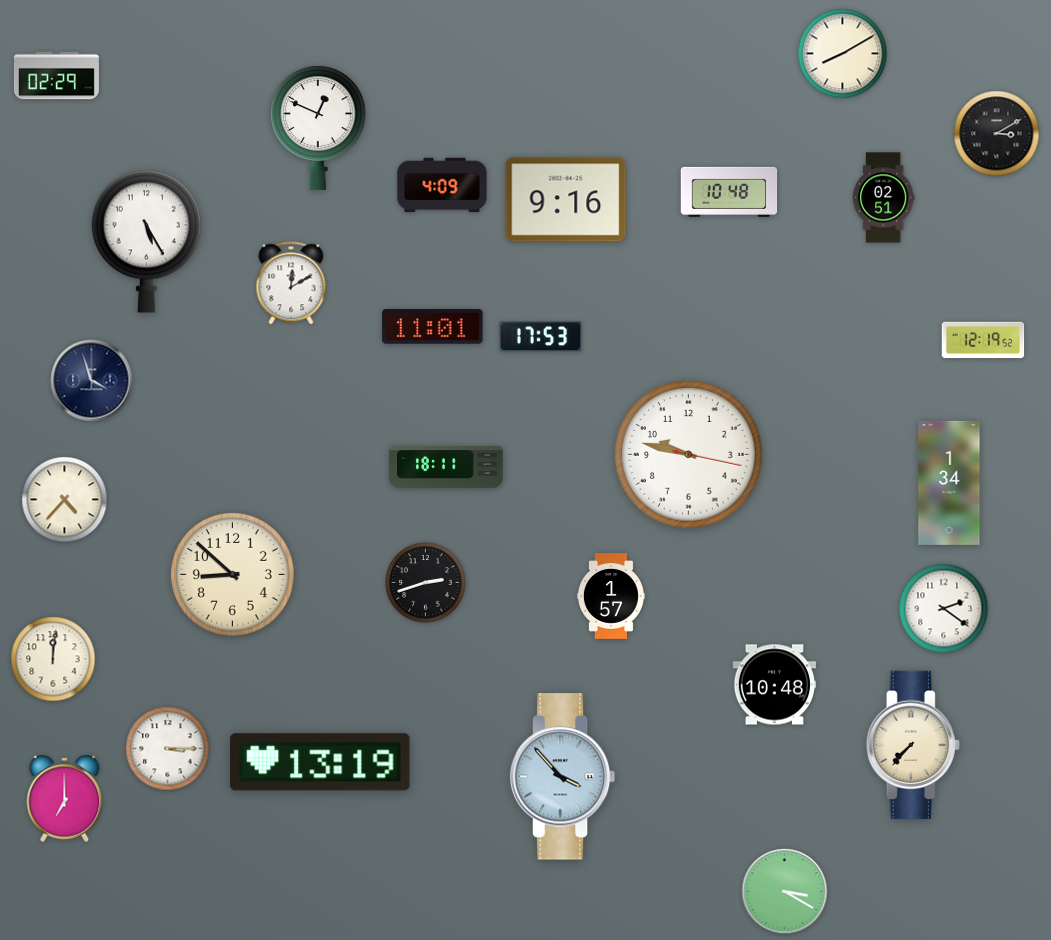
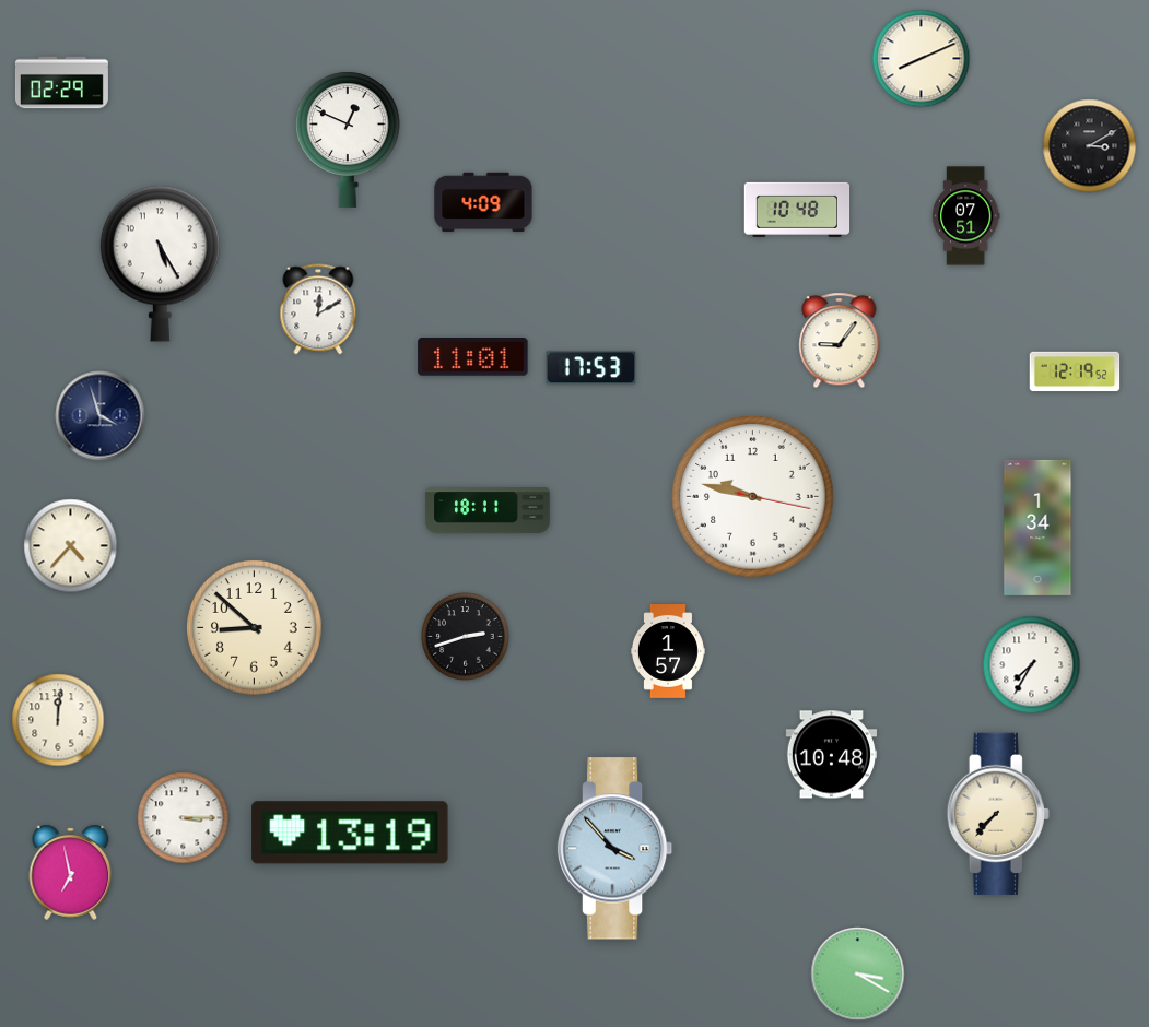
clock at (843, 54): 8:10 -> 8:11
clock at (883, 198): 02:51 -> 07:51
clock at (566, 200): 9:16 -> none
clock at (840, 341): none -> 9:06
clock at (944, 609): 2:21 -> 7:35
clock at (775, 685) position: (775, 685) -> (832, 755)
clock at (65, 798): 7:00 -> 6:58
